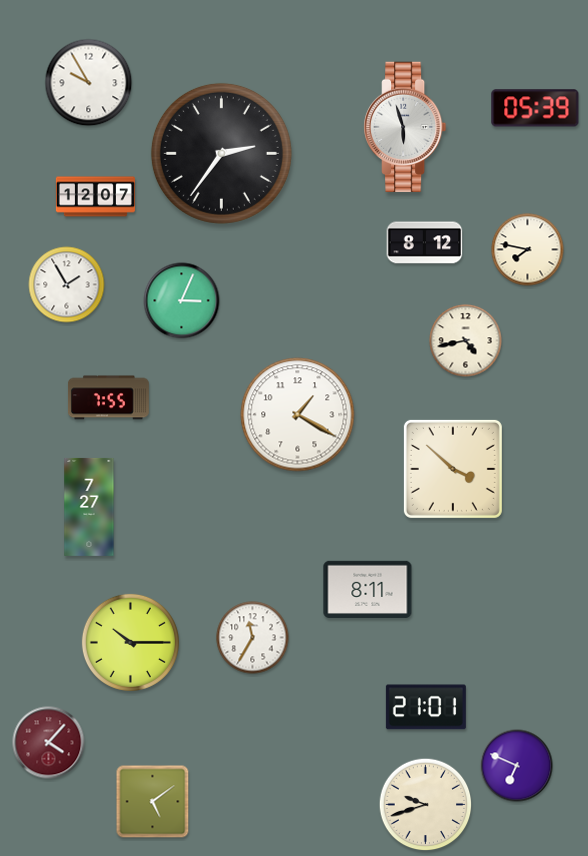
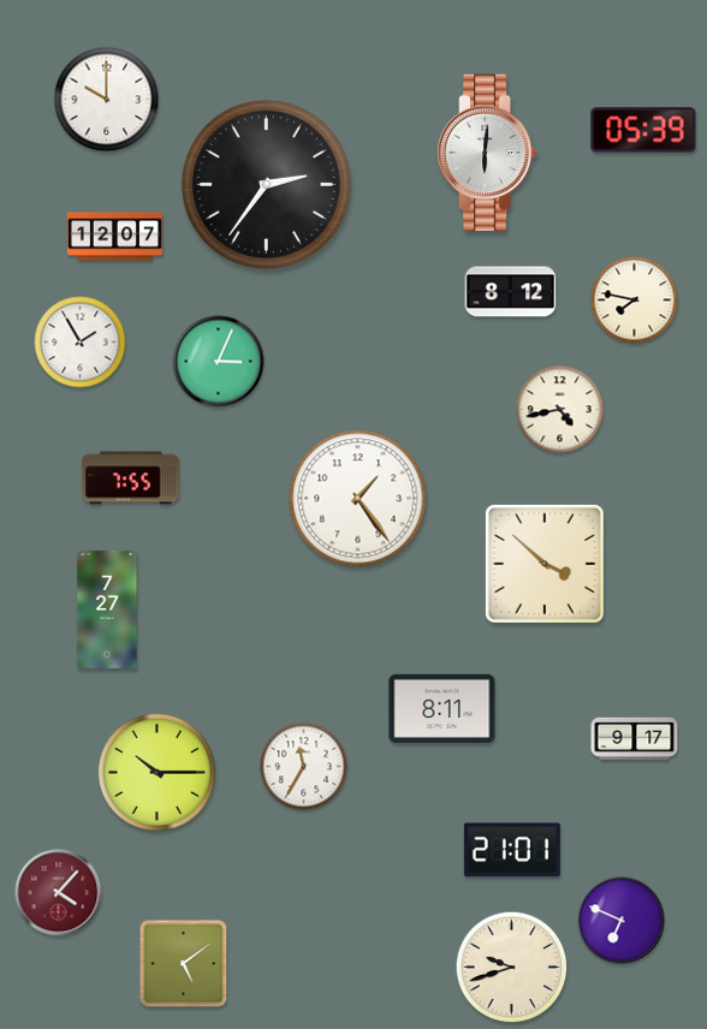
clock at (89, 83): 9:55 -> 10:00
clock at (406, 127): 5:57 -> 6:01
clock at (298, 415): 1:20 -> 1:24
clock at (635, 738): none -> 9:17
